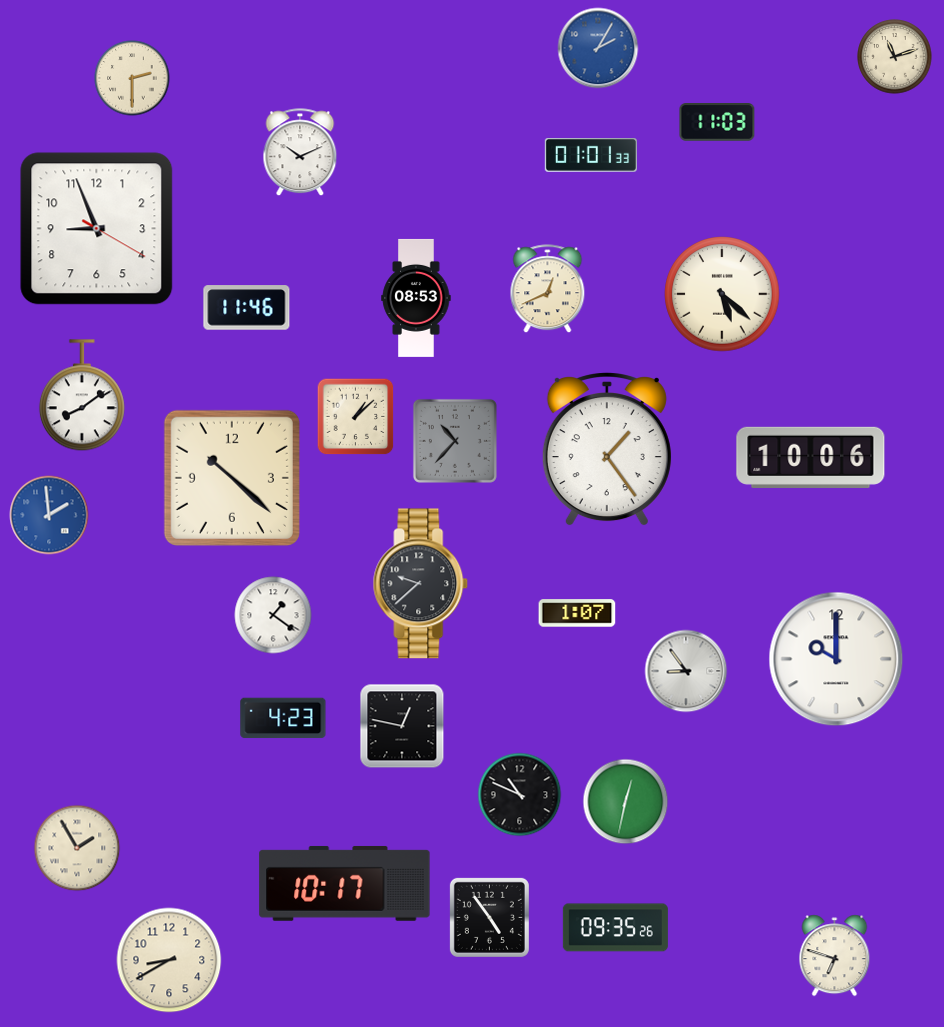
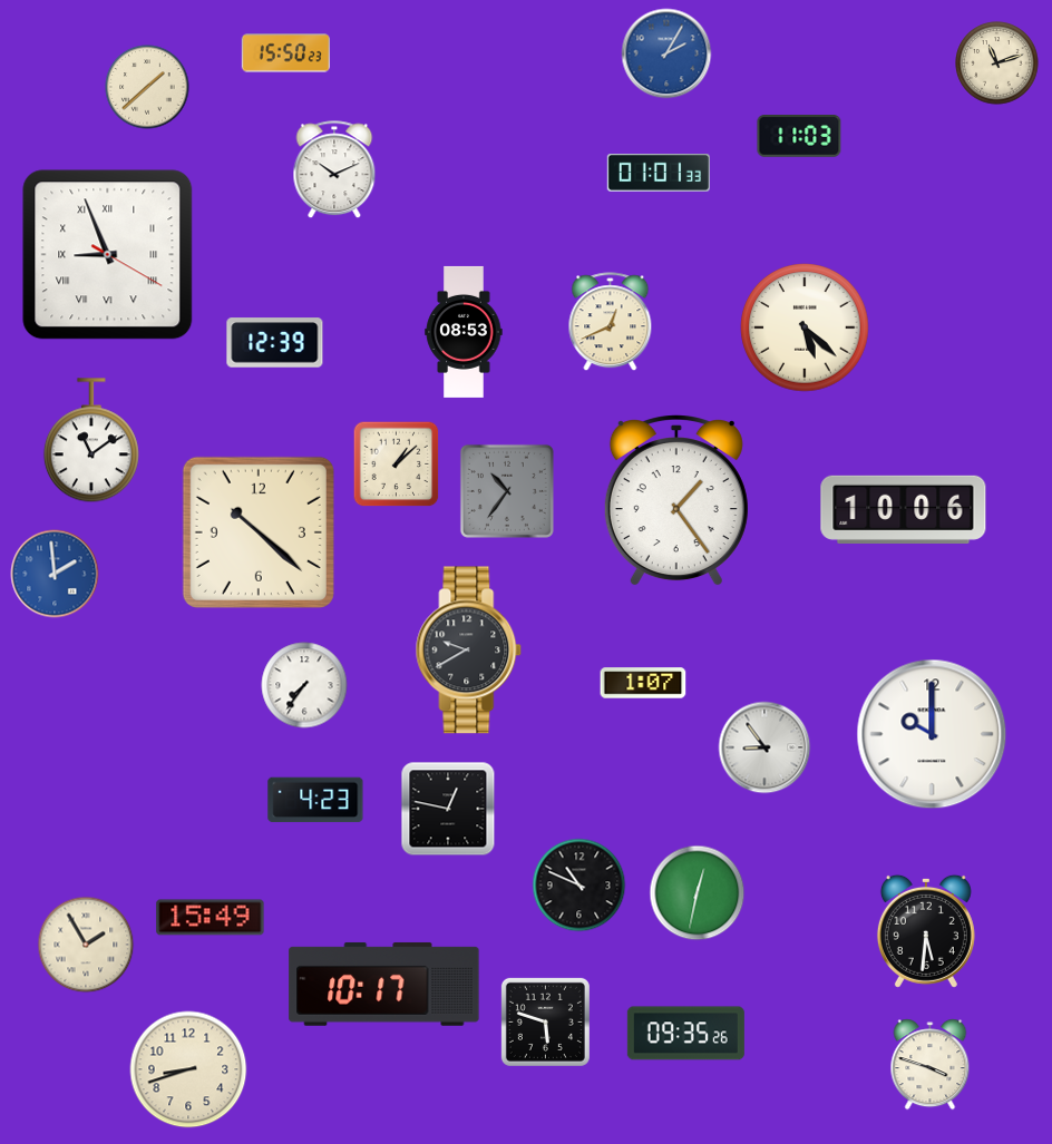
clock at (286, 53): none -> 15:50
clock at (132, 78): 2:30 -> 1:38
clock at (97, 229) numerals: Arabic -> Roman
clock at (247, 308): 11:46 -> 12:39
clock at (82, 396): 8:09 -> 11:09
clock at (455, 441): 10:37 -> 10:36
clock at (421, 584): 9:38 -> 9:40
clock at (273, 615): 1:21 -> 7:36
clock at (211, 918): none -> 15:49
clock at (926, 931): none -> 5:31
clock at (489, 917): 4:54 -> 5:48
clock at (835, 956): 6:48 -> 3:48
clock at (169, 960): 8:40 -> 8:42
